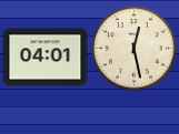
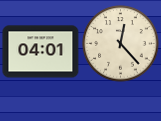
clock at (135, 49): 12:28 -> 12:23
